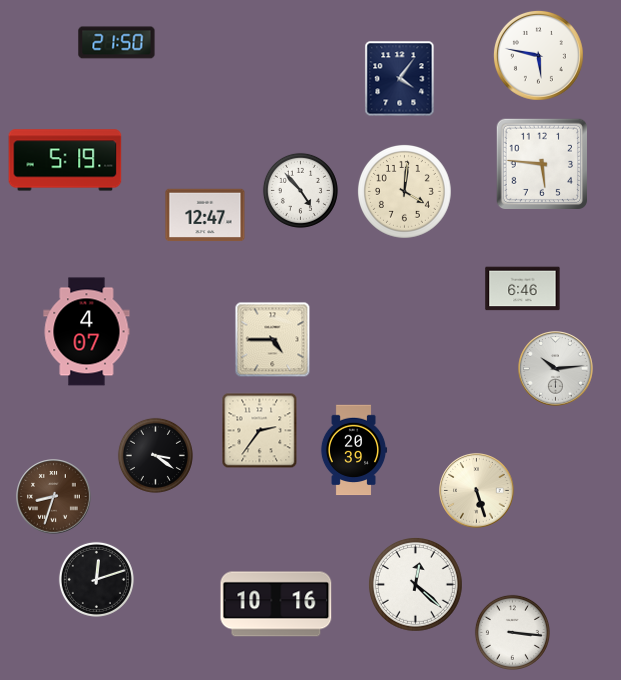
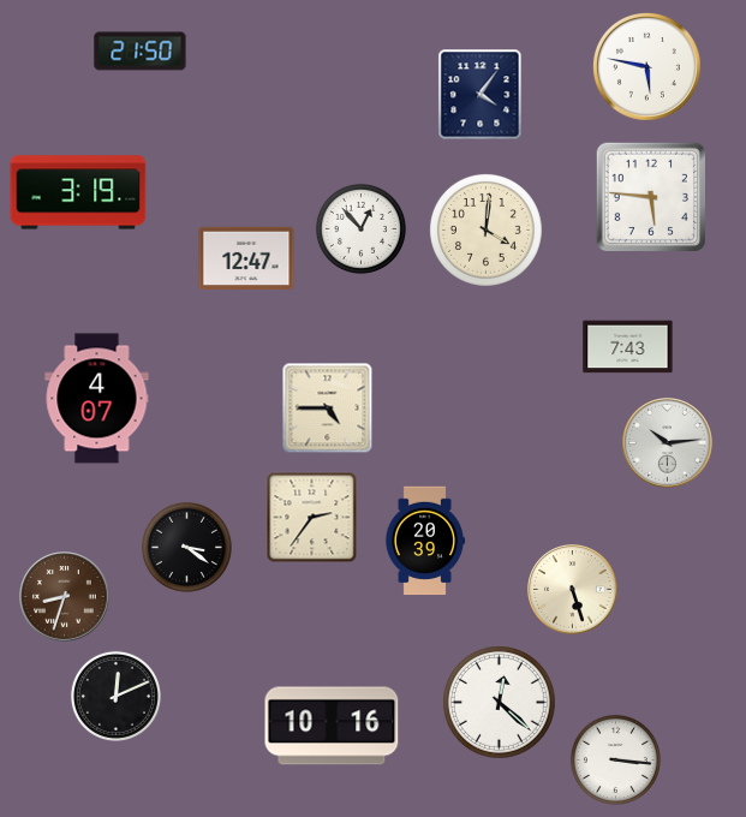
clock at (65, 160): 5:19 -> 3:19
clock at (300, 190): 4:53 -> 12:53
clock at (523, 289): 6:46 -> 7:43
clock at (87, 332) position: (87, 332) -> (97, 399)
clock at (96, 579): 12:12 -> 12:11
